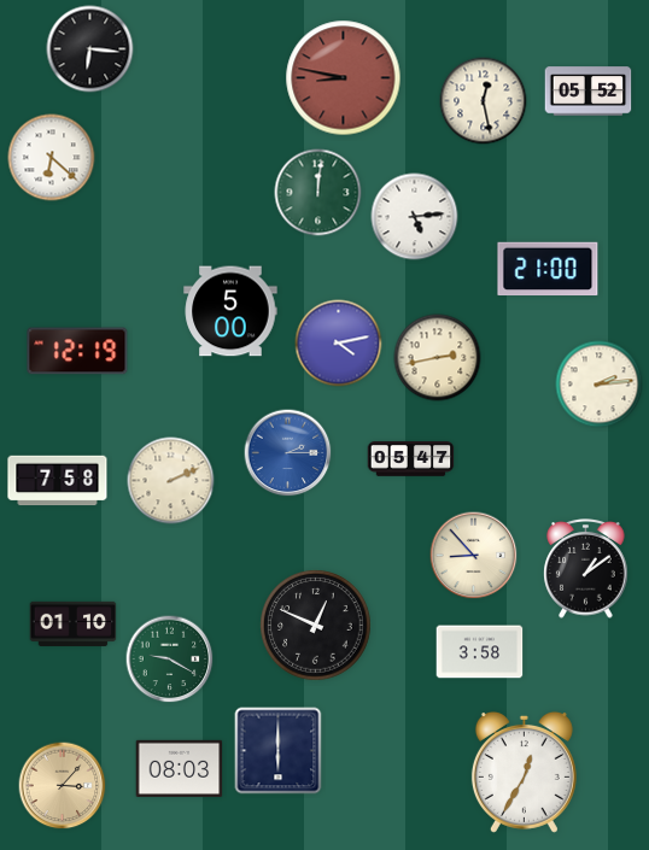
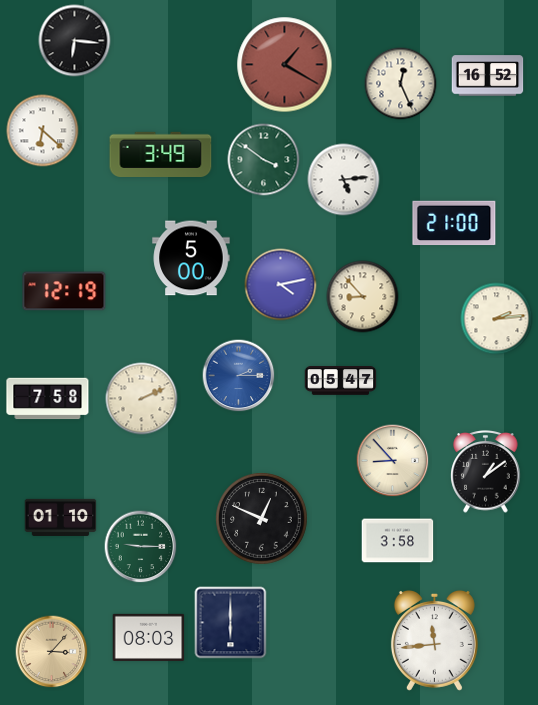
clock at (344, 78): 8:47 -> 1:20
clock at (589, 92): 05:52 -> 16:52
clock at (484, 101): 12:28 -> 12:26
clock at (161, 155): none -> 3:49
clock at (318, 193): 12:01 -> 3:51
clock at (438, 358): 2:43 -> 8:53
clock at (170, 660): 9:20 -> 9:15
clock at (524, 772): 12:35 -> 11:44
